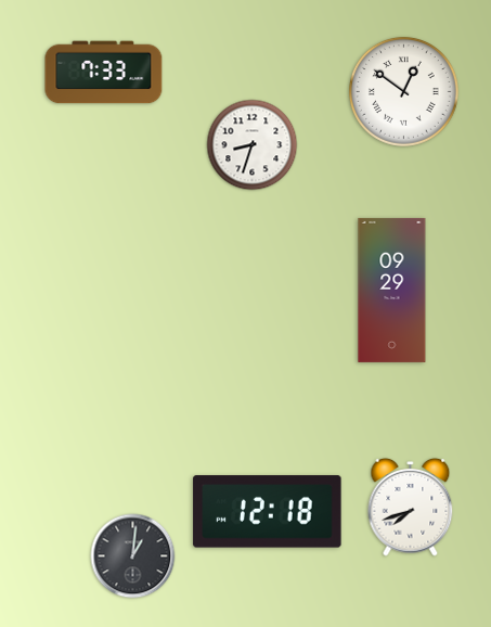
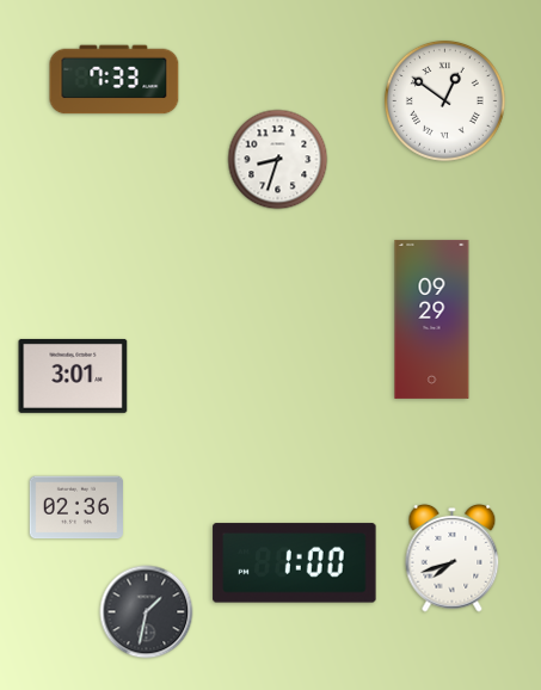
clock at (73, 376): none -> 3:01
clock at (76, 507): none -> 02:36
clock at (268, 512): 12:18 -> 1:00
clock at (133, 556): 1:01 -> 1:32
